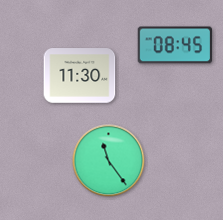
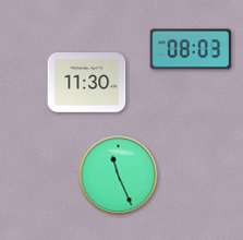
clock at (174, 45): 08:45 -> 08:03
clock at (109, 161): 11:24 -> 11:26
